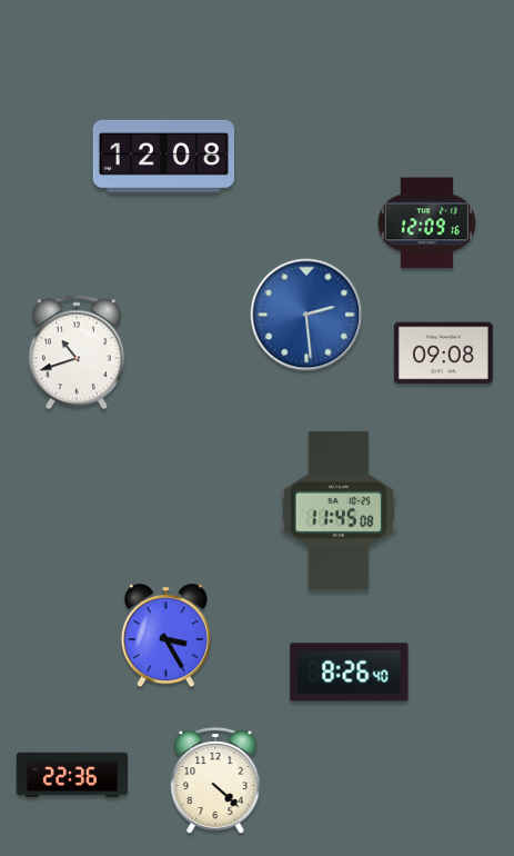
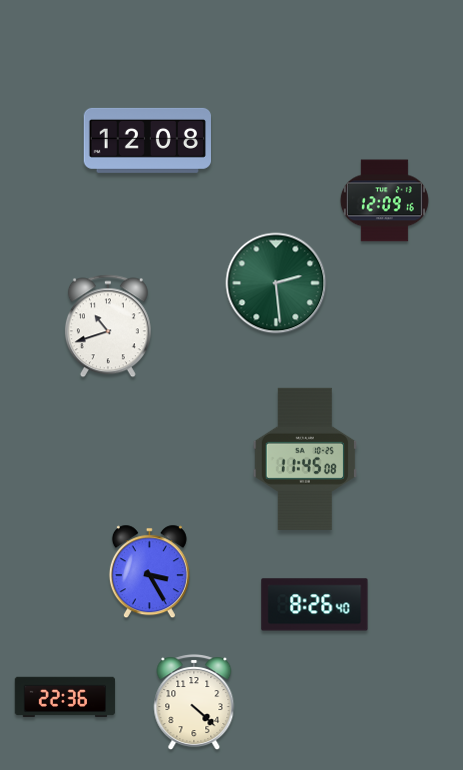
clock at (306, 315) dial: blue -> green
clock at (77, 352) position: (77, 352) -> (108, 326)
clock at (443, 354): 09:08 -> none
